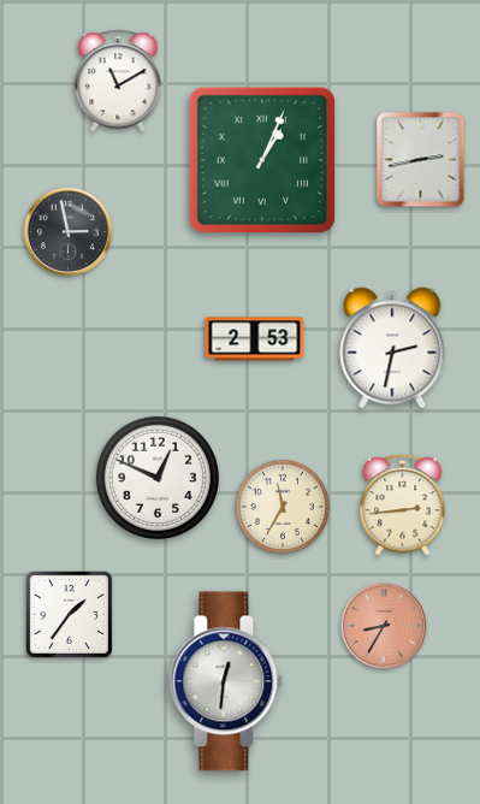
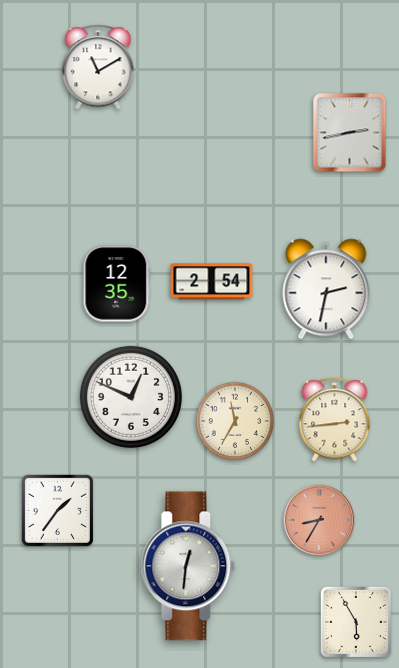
clock at (261, 159): 1:04 -> none
clock at (69, 232): 2:58 -> none
clock at (255, 339): 2:53 -> 2:54
clock at (117, 284): none -> 12:35
clock at (356, 622): none -> 5:55
